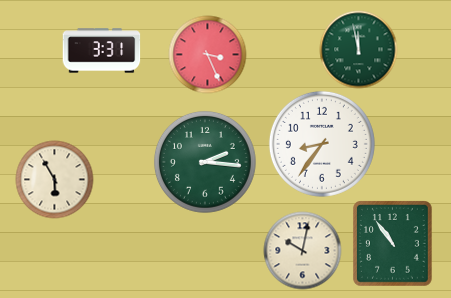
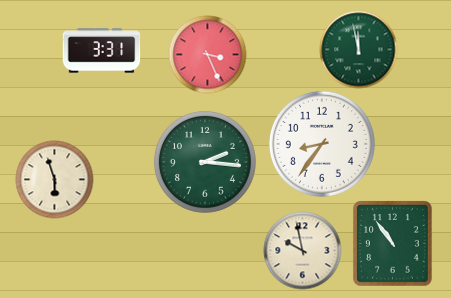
clock at (54, 179): 5:55 -> 5:57
clock at (302, 250): 10:02 -> 9:58
